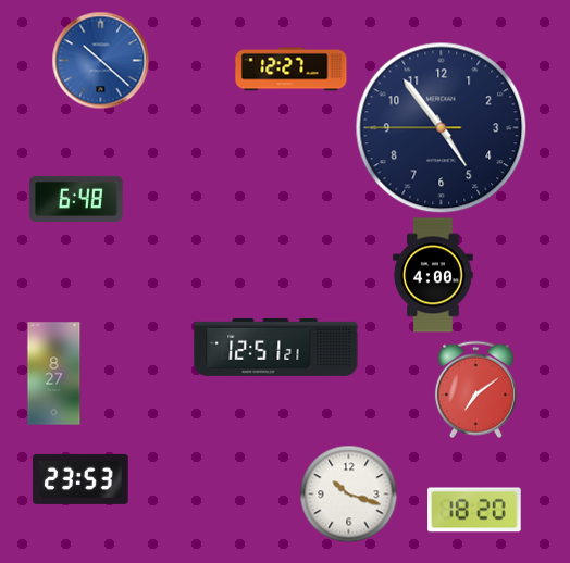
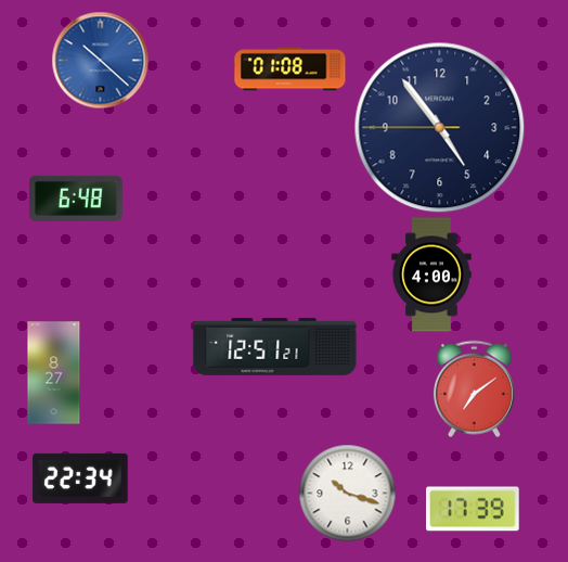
clock at (292, 70): 12:27 -> 01:08
clock at (80, 479): 23:53 -> 22:34
clock at (475, 510): 18:20 -> 17:39
